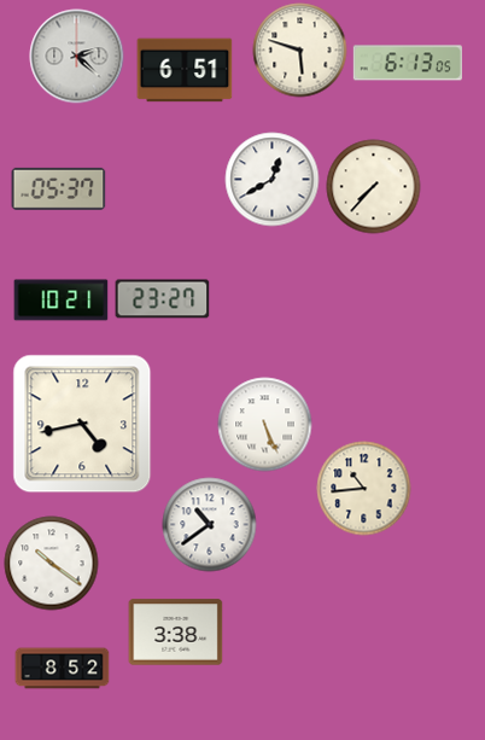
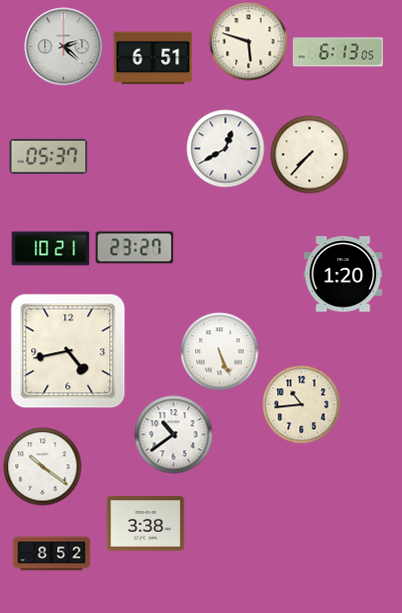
clock at (343, 274): none -> 1:20
